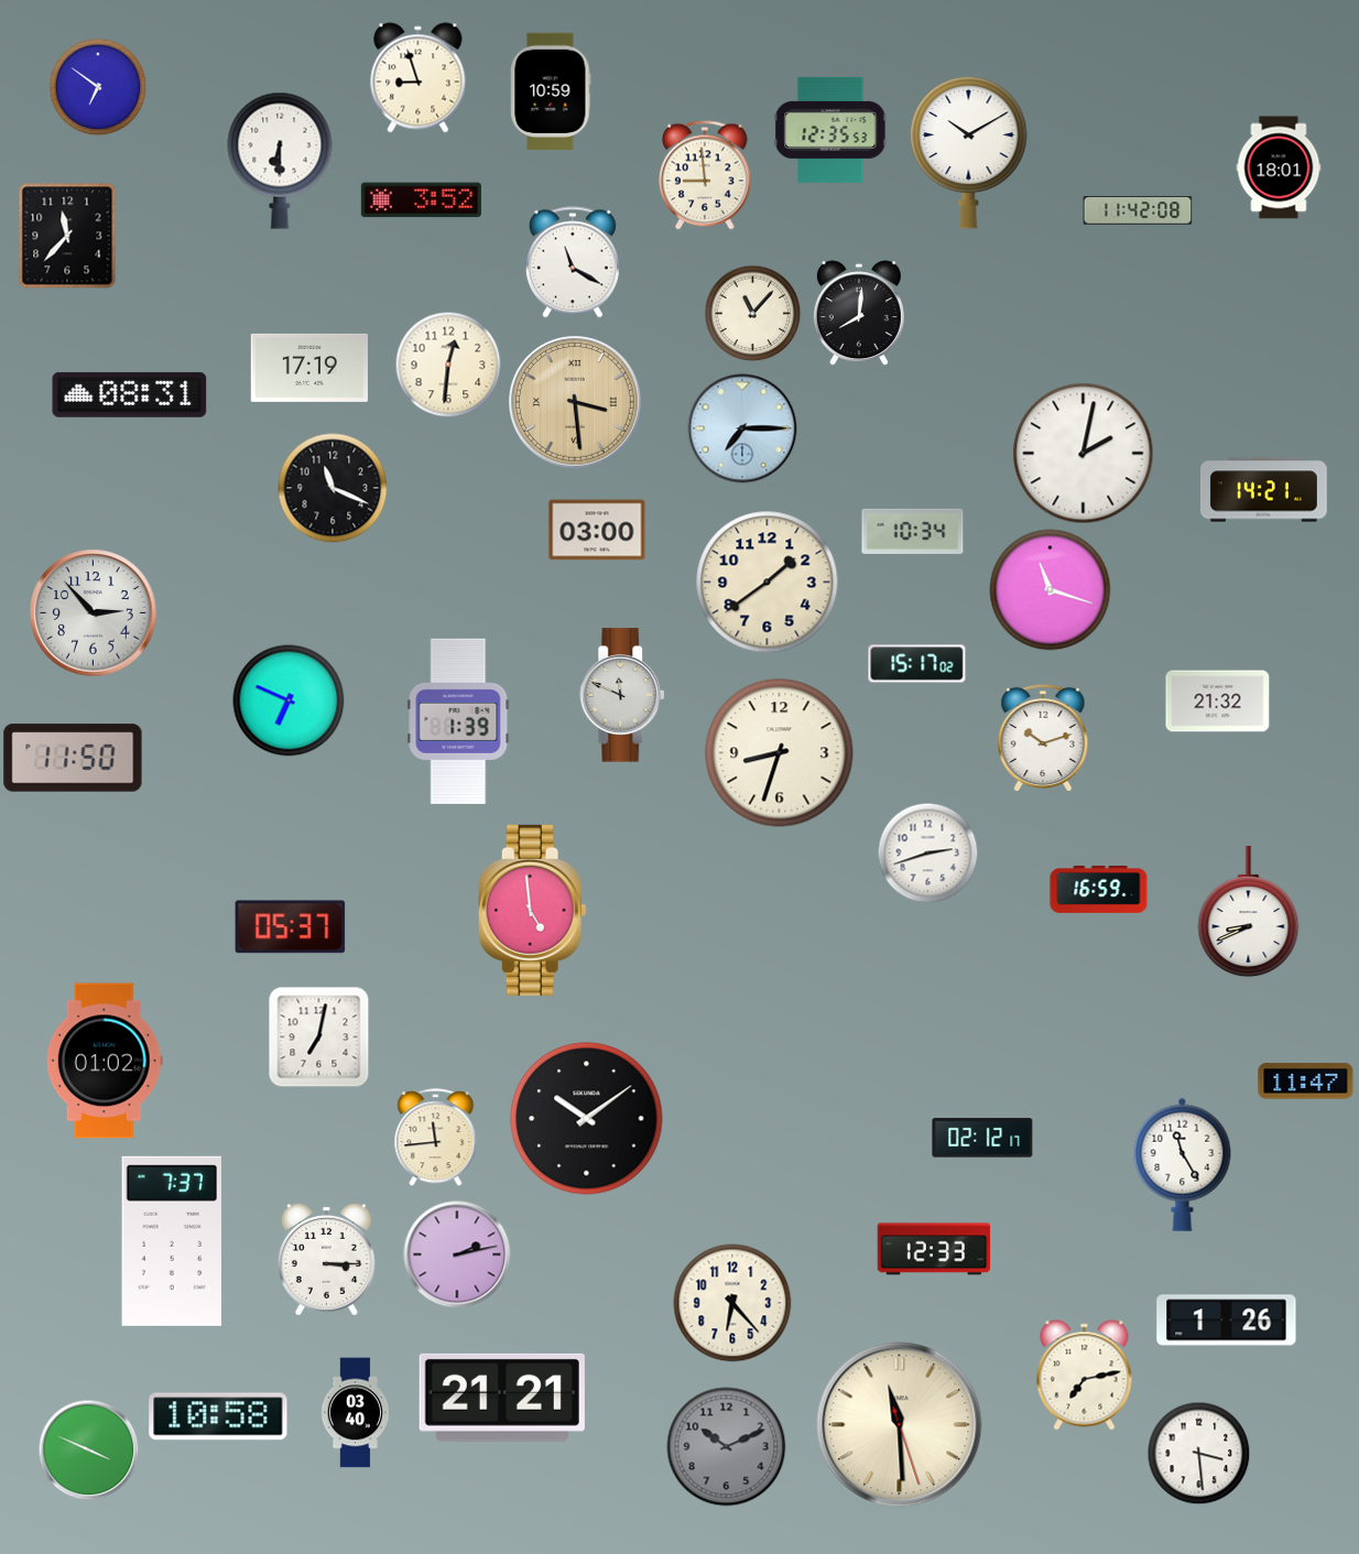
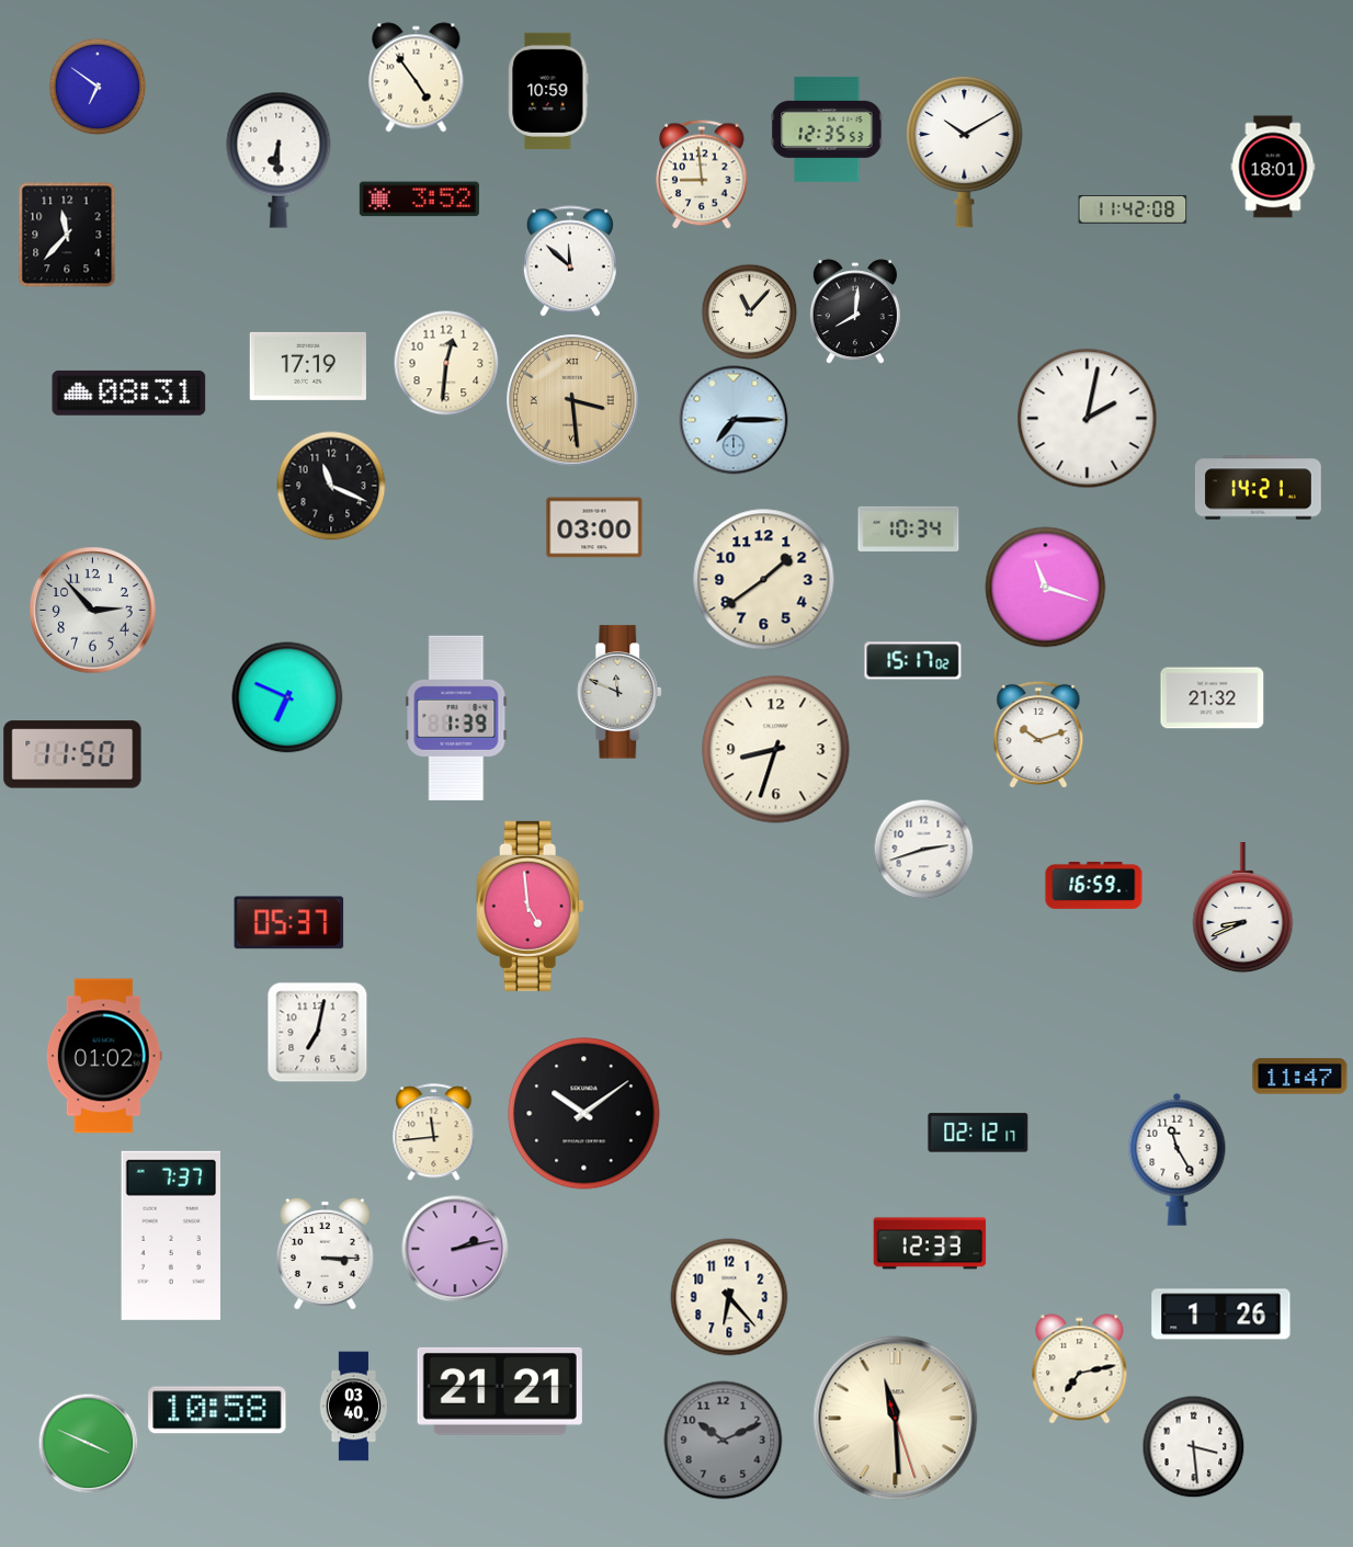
clock at (418, 78): 8:57 -> 4:54
clock at (573, 262): 11:20 -> 11:52
clock at (742, 428) position: (742, 428) -> (734, 420)
clock at (1084, 454) position: (1084, 454) -> (1088, 419)
